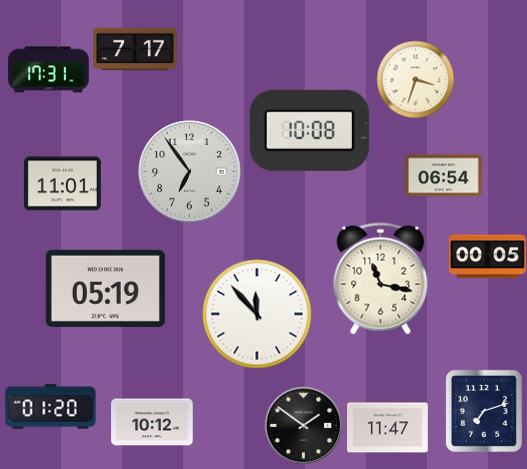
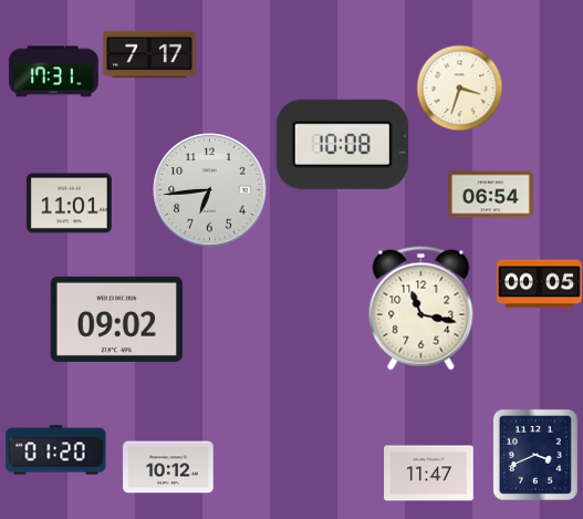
clock at (49, 70) position: (49, 70) -> (54, 72)
clock at (190, 172): 6:54 -> 6:44
clock at (105, 288): 05:19 -> 09:02
clock at (257, 314): 11:53 -> none
clock at (484, 411): 7:12 -> 3:41
clock at (303, 425): 1:51 -> none
